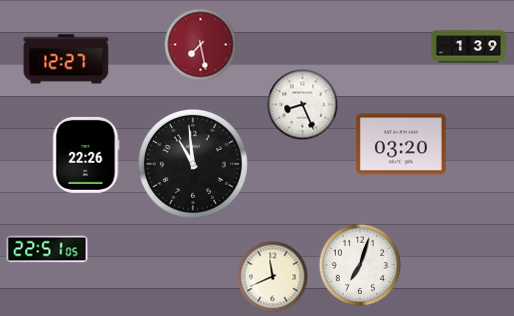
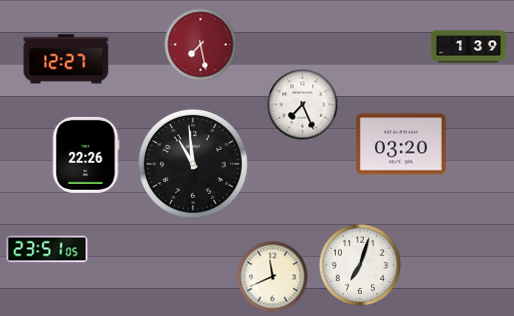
clock at (303, 105): 8:26 -> 7:26
clock at (47, 249): 22:51 -> 23:51
